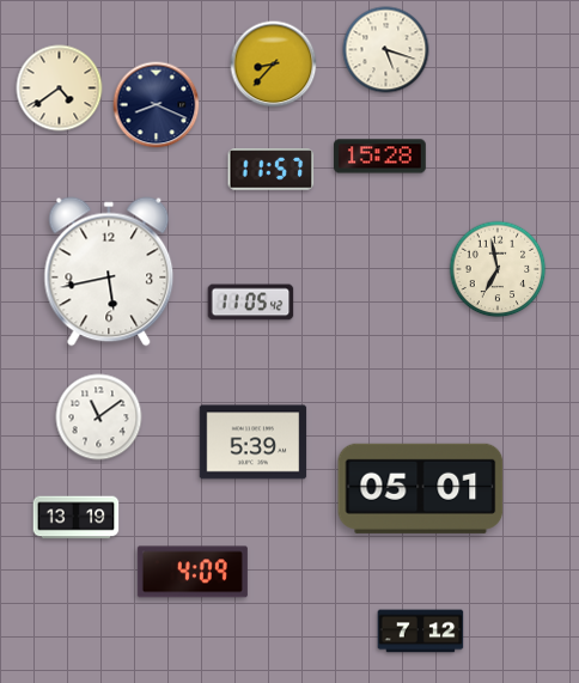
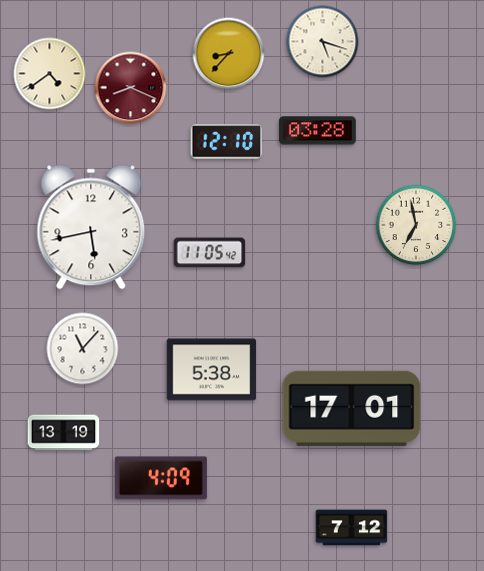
clock at (157, 105) dial: navy -> burgundy
clock at (380, 157): 15:28 -> 03:28
clock at (272, 170): 11:57 -> 12:10
clock at (99, 417): 11:09 -> 11:07
clock at (254, 443): 5:39 -> 5:38
clock at (421, 488): 05:01 -> 17:01
